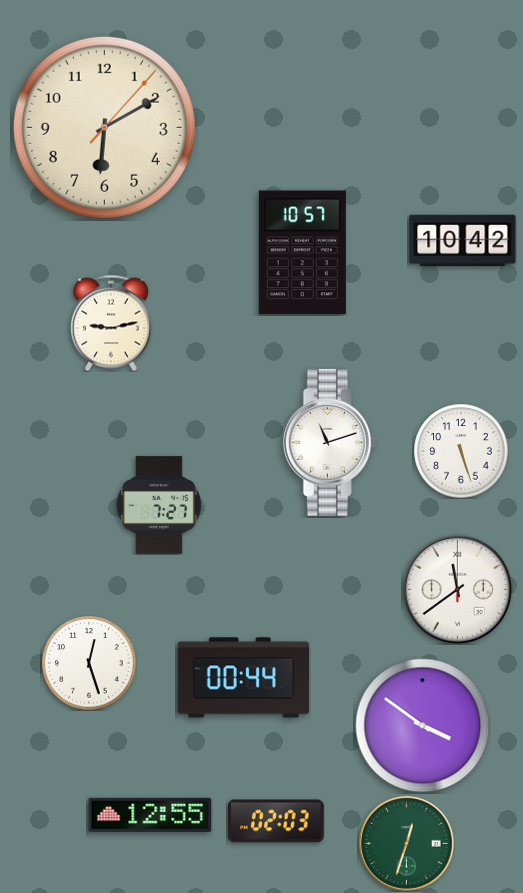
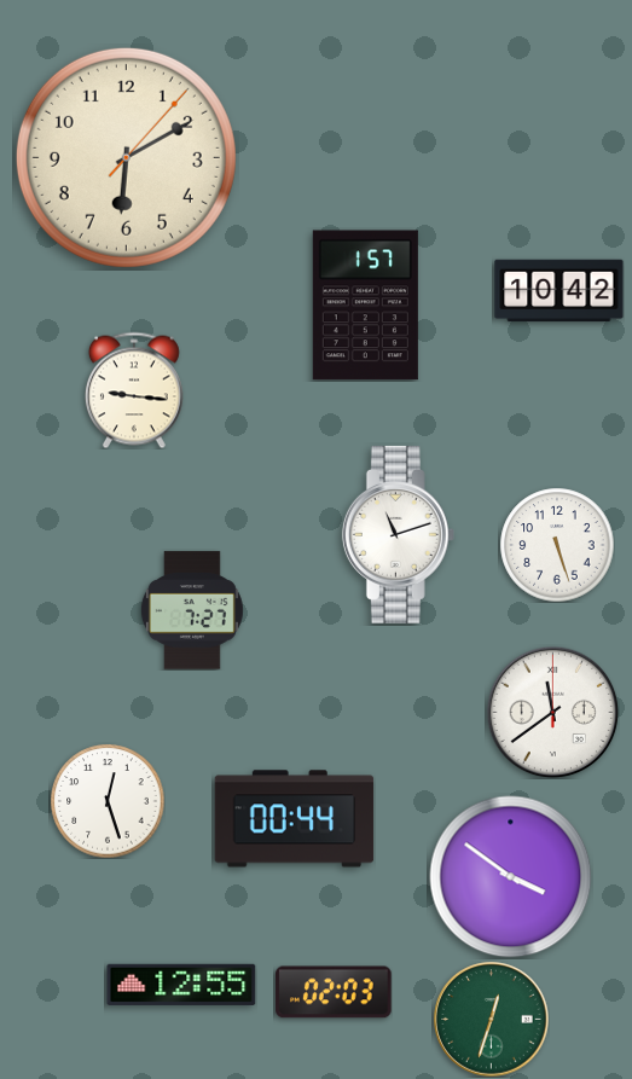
clock at (104, 127) position: (104, 127) -> (126, 157)
clock at (302, 253): 10:57 -> 1:57
clock at (111, 323): 9:13 -> 9:16
